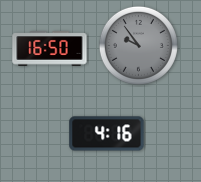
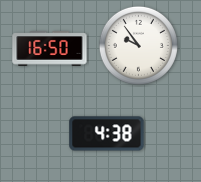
clock at (138, 45) dial: grey -> white
clock at (107, 134): 4:16 -> 4:38
